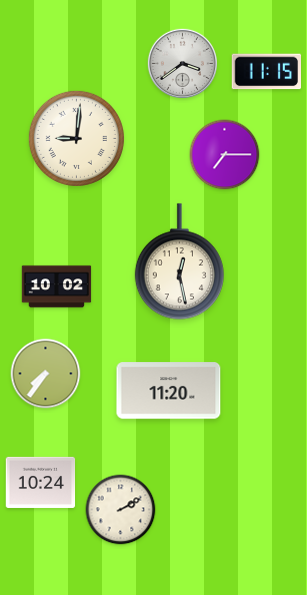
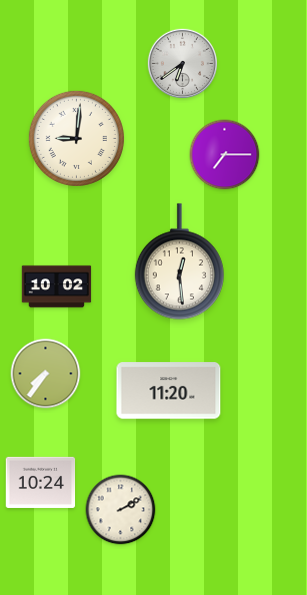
clock at (182, 63): 3:39 -> 6:39
clock at (266, 72): 11:15 -> none
clock at (179, 262): 12:28 -> 12:29
